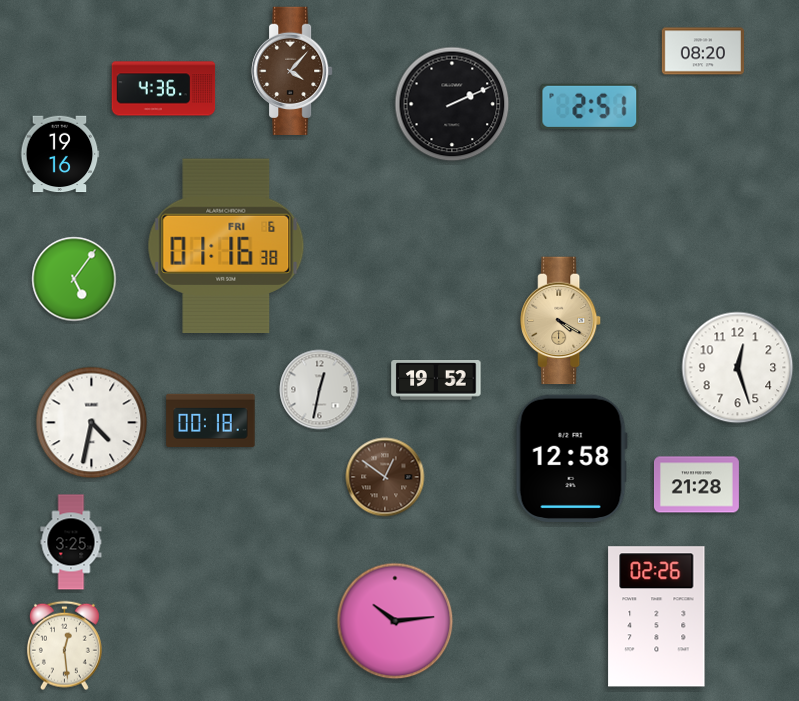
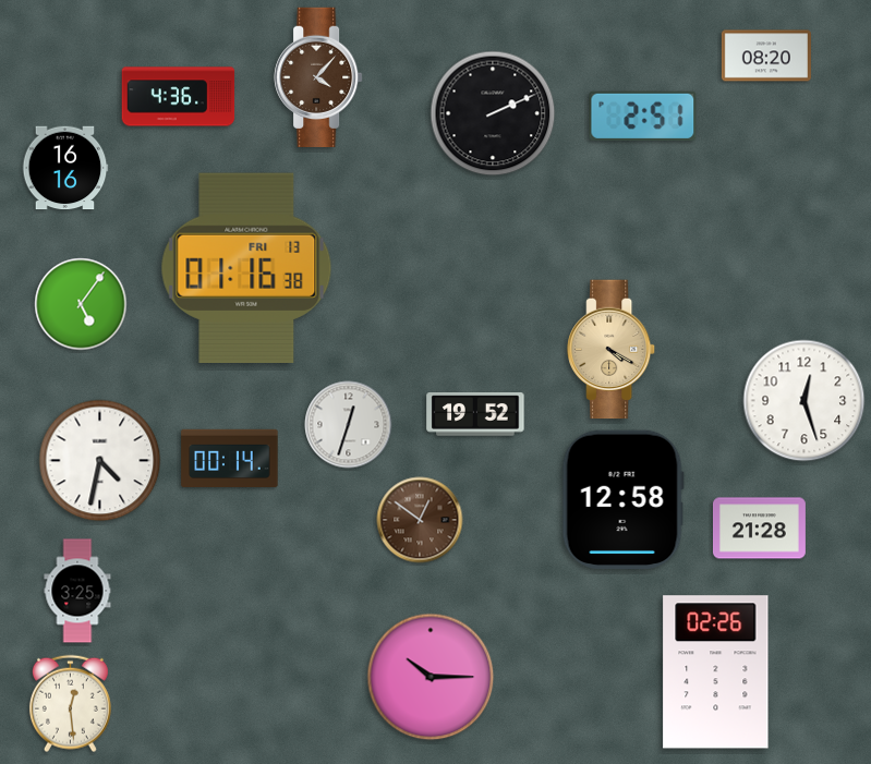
clock at (60, 154): 19:16 -> 16:16
clock at (226, 245) date: FRI 6 -> FRI 13
clock at (320, 390): 12:32 -> 12:33
clock at (211, 420): 00:18 -> 00:14
clock at (395, 621): 10:14 -> 10:15
